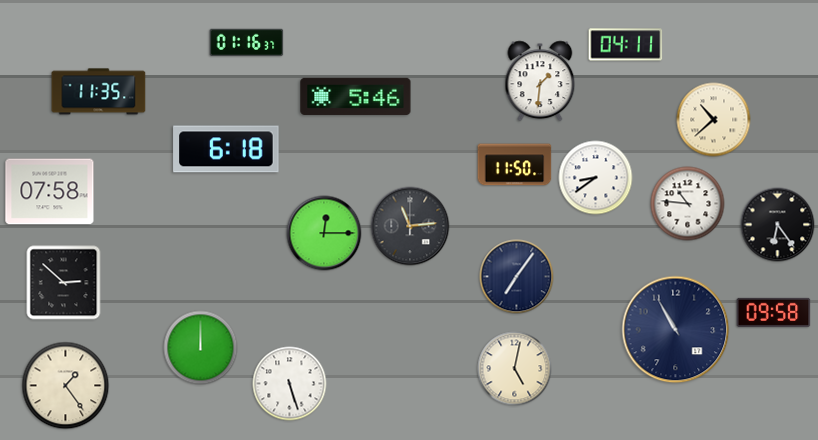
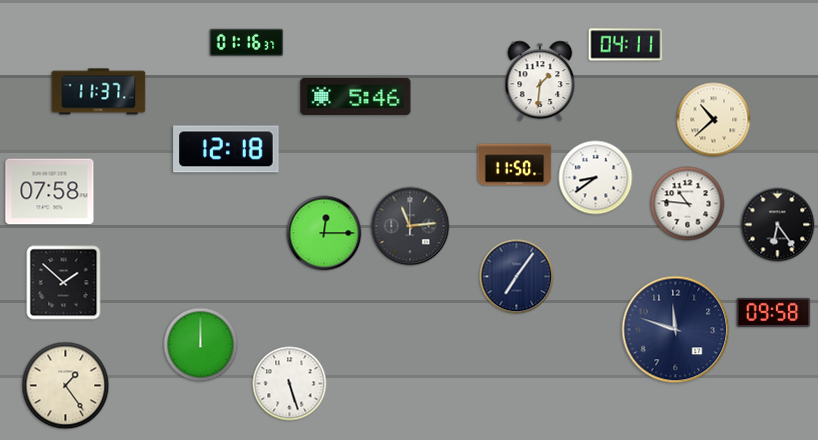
clock at (99, 92): 11:35 -> 11:37
clock at (226, 149): 6:18 -> 12:18
clock at (64, 283): 2:52 -> 1:52
clock at (676, 330): 10:55 -> 11:48
clock at (201, 348) position: (201, 348) -> (201, 345)
clock at (515, 369): 5:02 -> none
